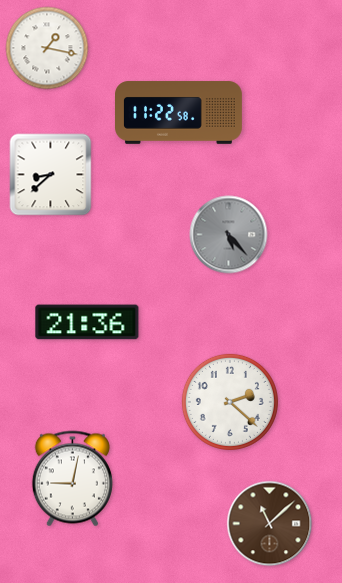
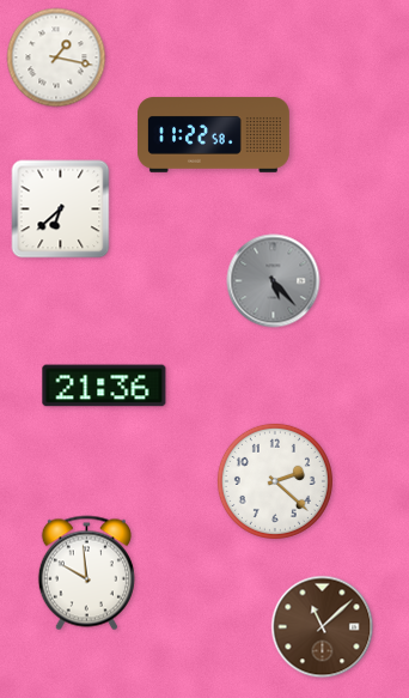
clock at (51, 175): 8:38 -> 6:38
clock at (72, 479): 9:02 -> 9:59
